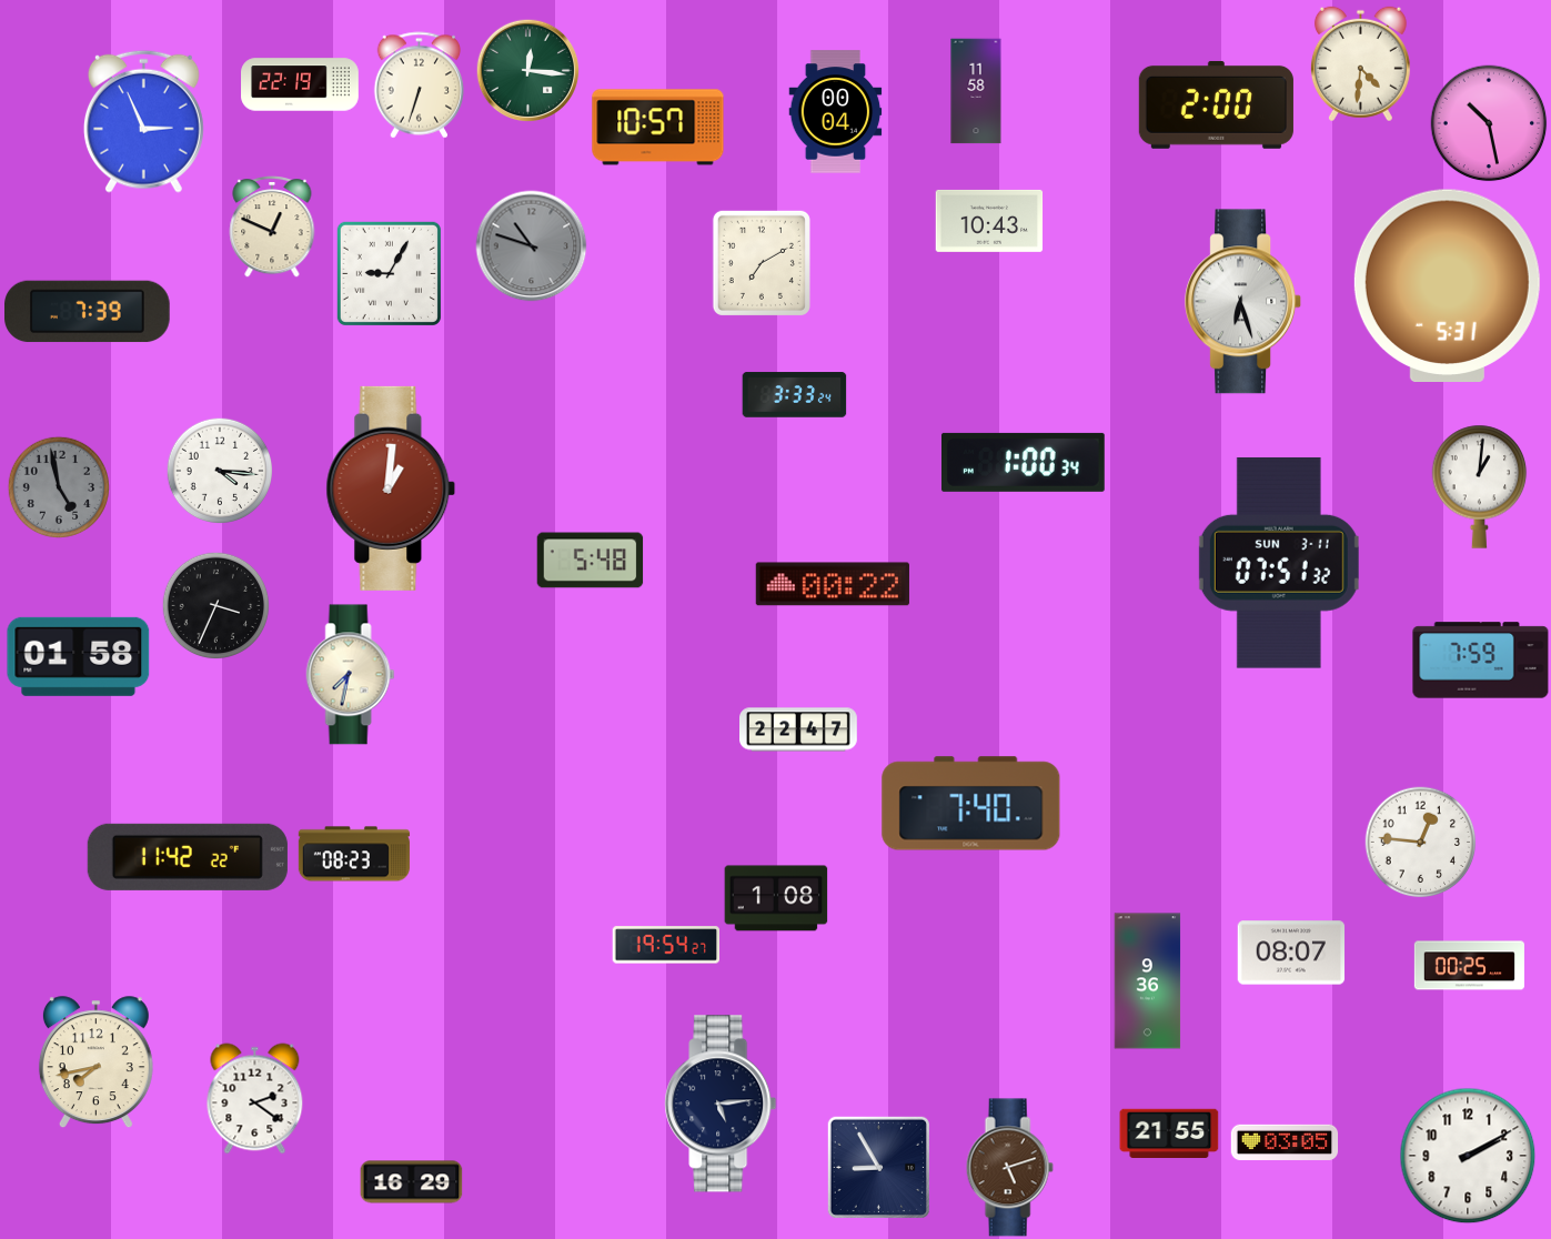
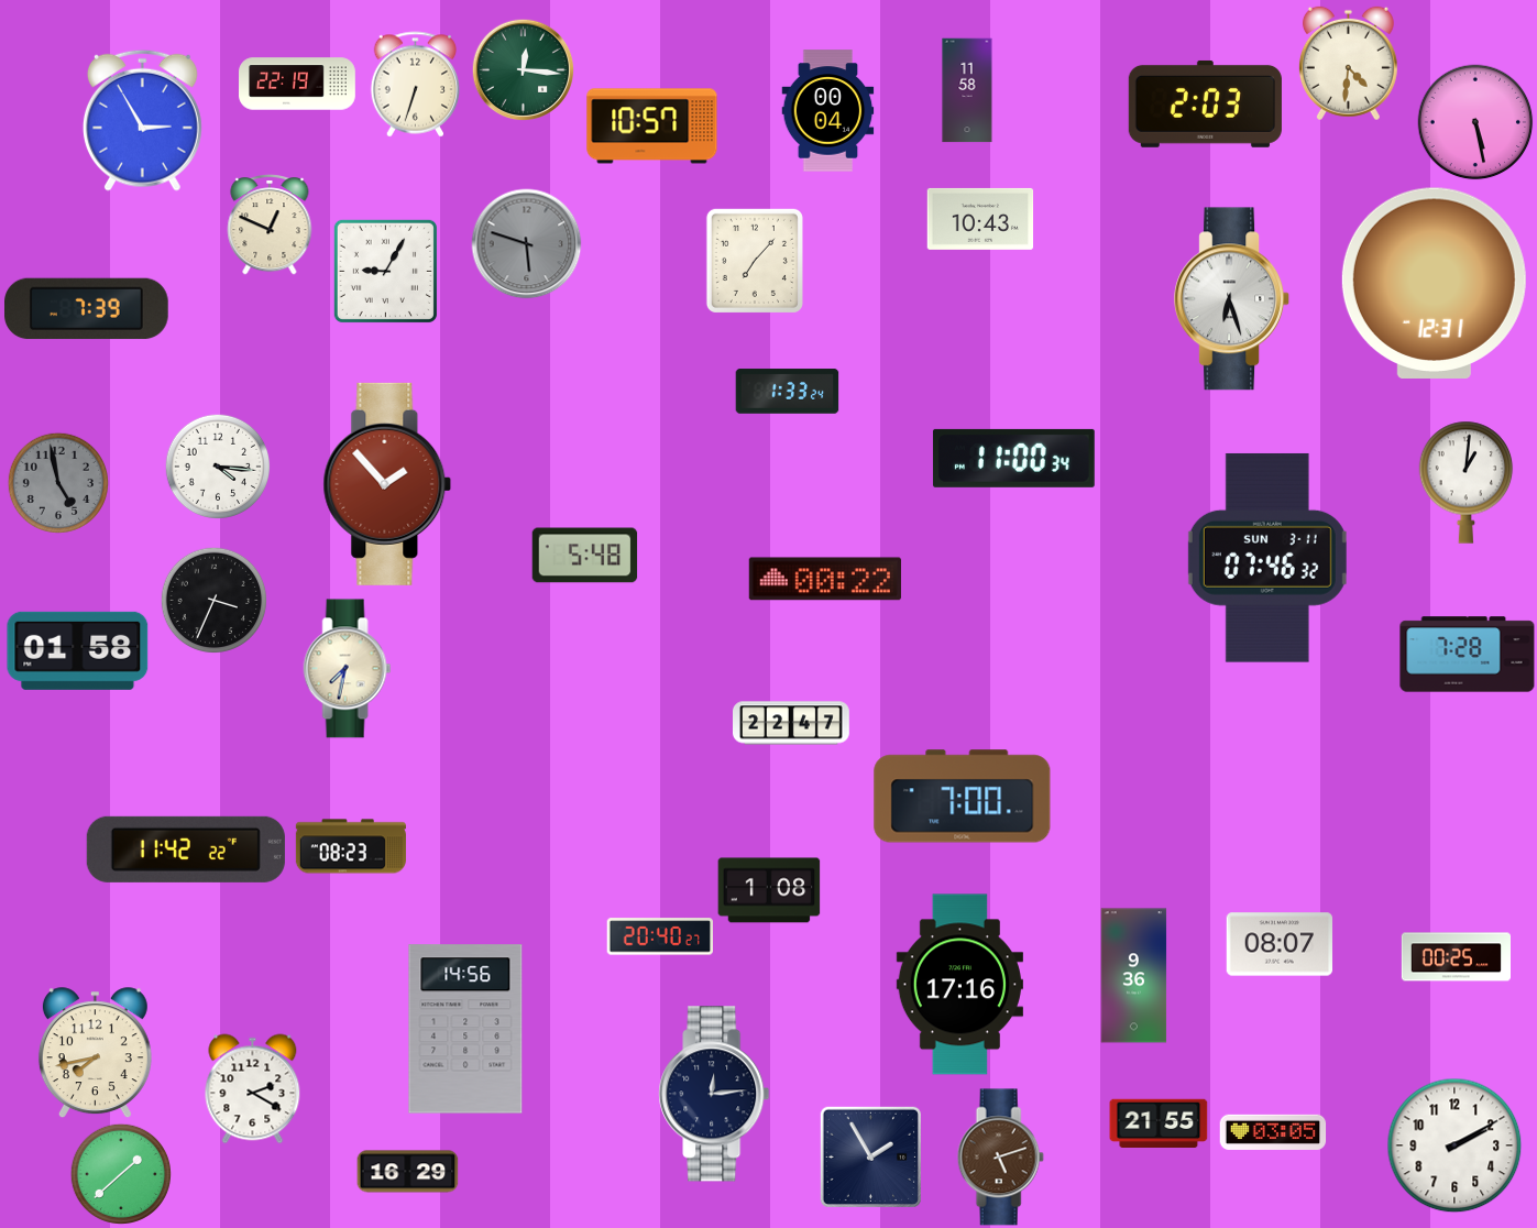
clock at (1216, 104): 2:00 -> 2:03
clock at (143, 121): 2:56 -> 2:55
clock at (1489, 123): 10:28 -> 5:28
clock at (532, 246): 10:48 -> 5:48
clock at (762, 263): 7:10 -> 7:07
clock at (1447, 285): 5:31 -> 12:31
clock at (795, 395): 3:33 -> 1:33
clock at (1023, 462): 1:00 -> 11:00
clock at (391, 488): 1:01 -> 1:53
clock at (1279, 563): 07:51 -> 07:46
clock at (1481, 661): 7:59 -> 7:28
clock at (971, 804): 7:40 -> 7:00
clock at (1421, 843): 12:46 -> none
clock at (665, 945): 19:54 -> 20:40
clock at (1148, 981) position: (1148, 981) -> (1134, 976)
clock at (959, 985): none -> 17:16
clock at (465, 1029): none -> 14:56
clock at (255, 1099): 2:21 -> 2:20
clock at (721, 1104): 5:14 -> 12:14
clock at (878, 1167): 8:55 -> 1:55
clock at (120, 1173): none -> 1:38
